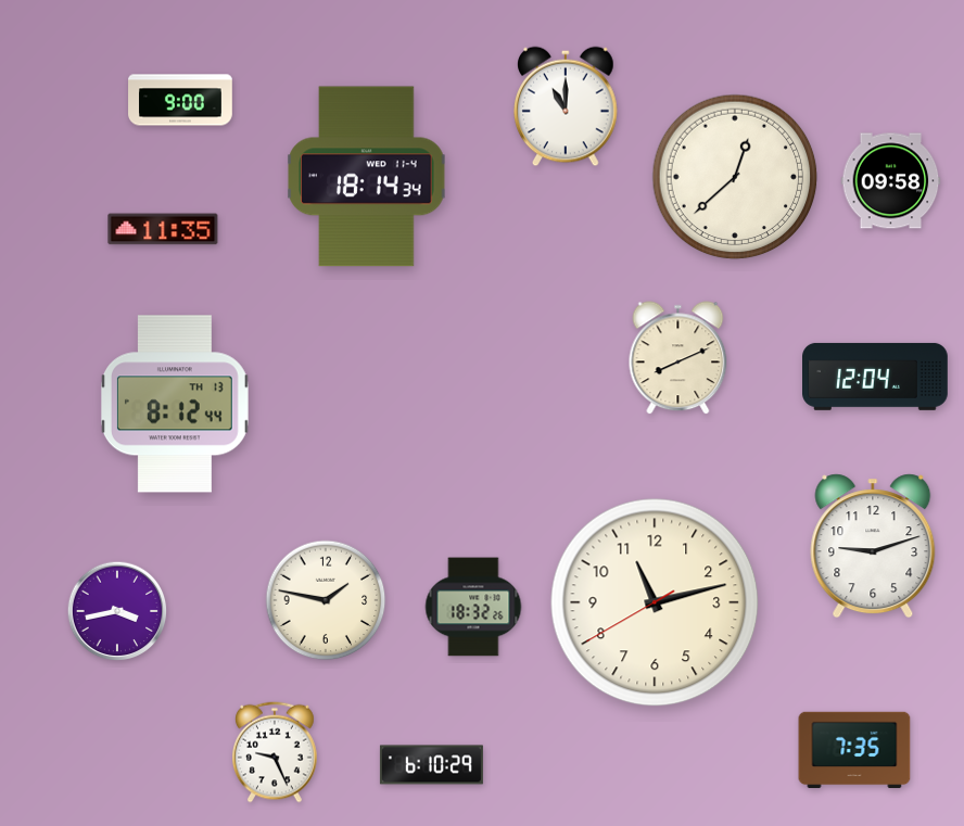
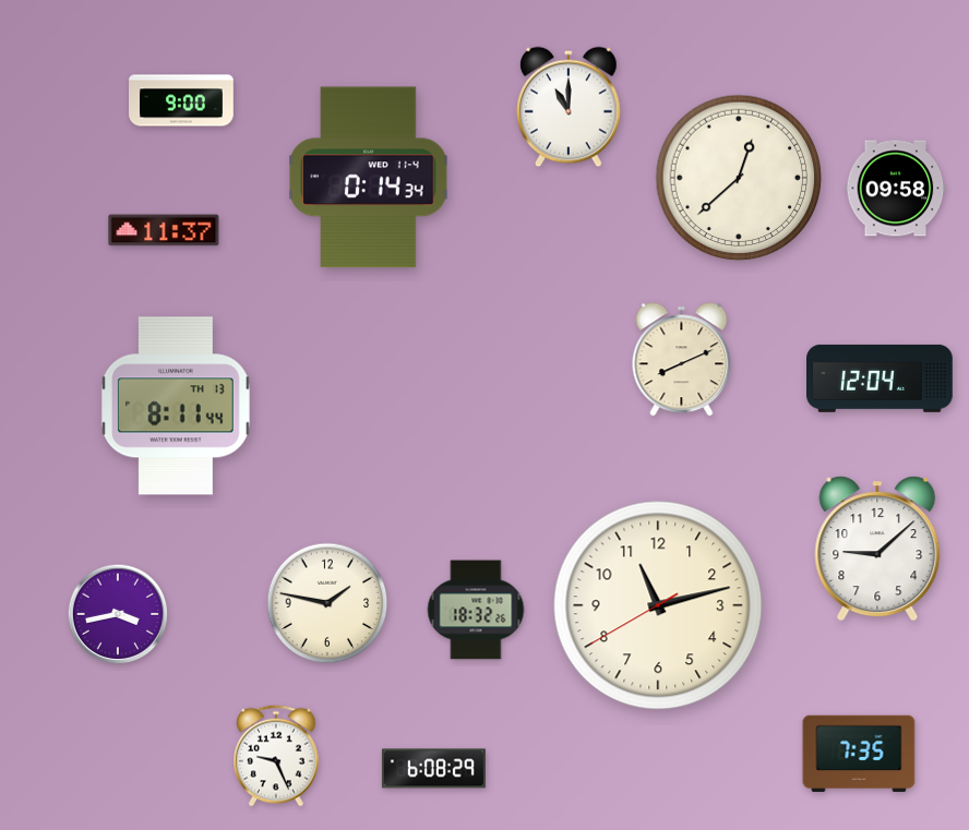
clock at (367, 177): 18:14 -> 0:14
clock at (891, 181) position: (891, 181) -> (896, 189)
clock at (163, 229): 11:35 -> 11:37
clock at (175, 404): 8:12 -> 8:11
clock at (873, 546): 9:12 -> 9:08
clock at (431, 765): 6:10 -> 6:08
